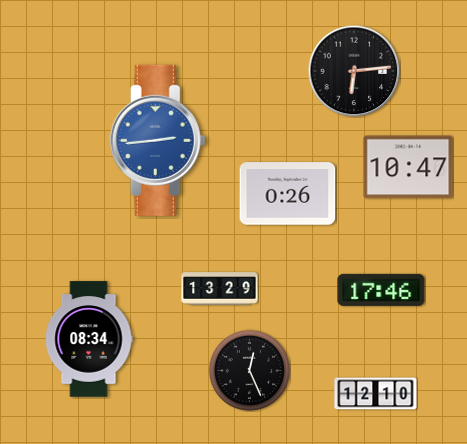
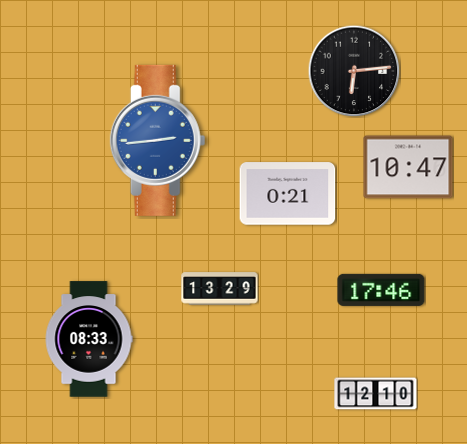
clock at (288, 194): 0:26 -> 0:21
clock at (89, 339): 08:34 -> 08:33
clock at (249, 370): 12:26 -> none
